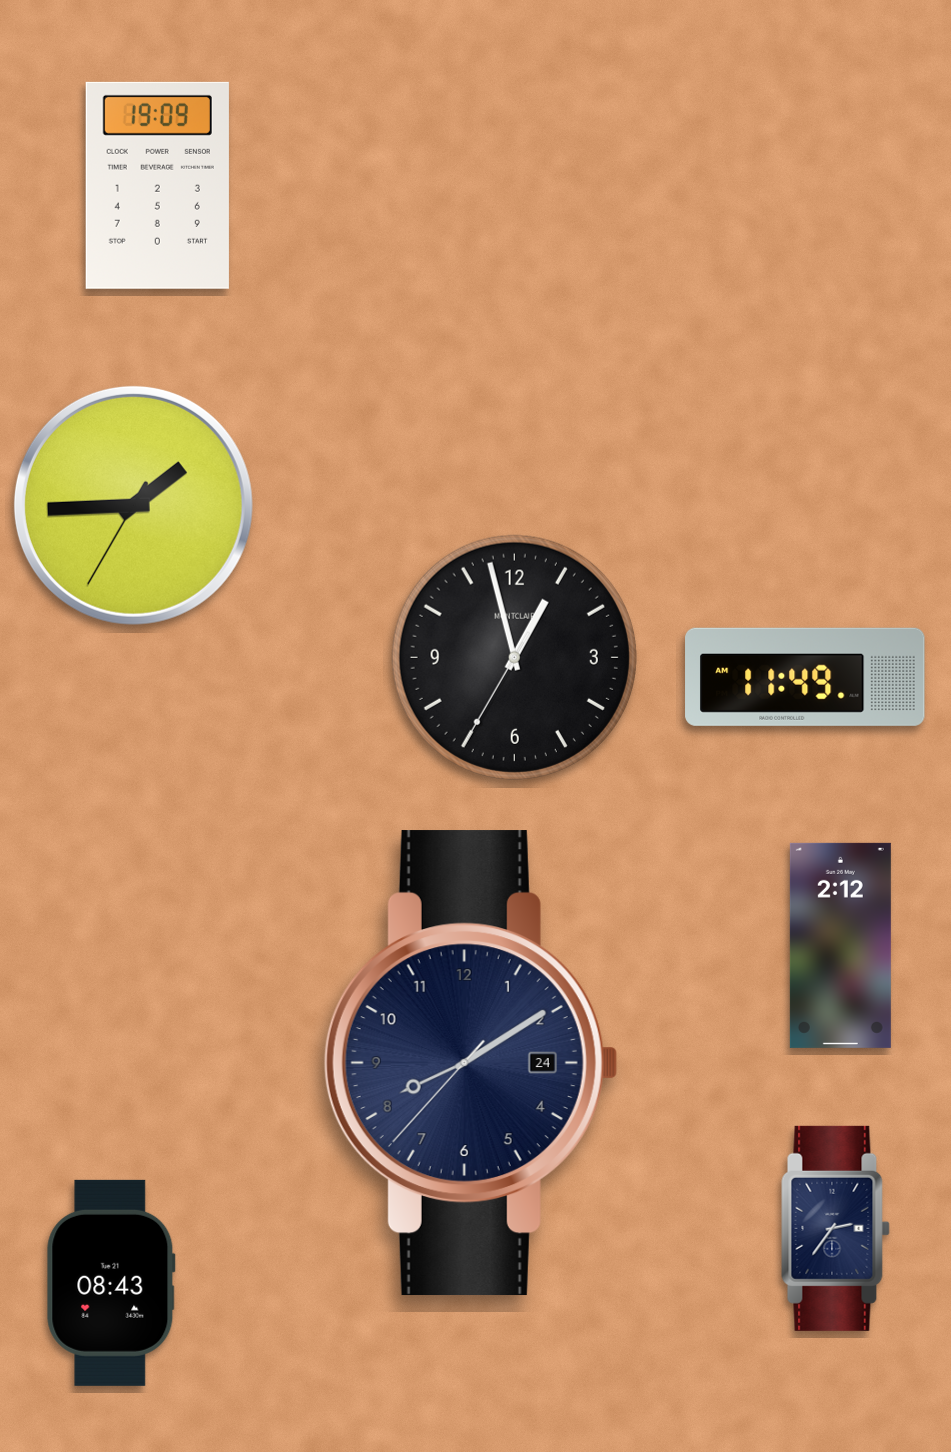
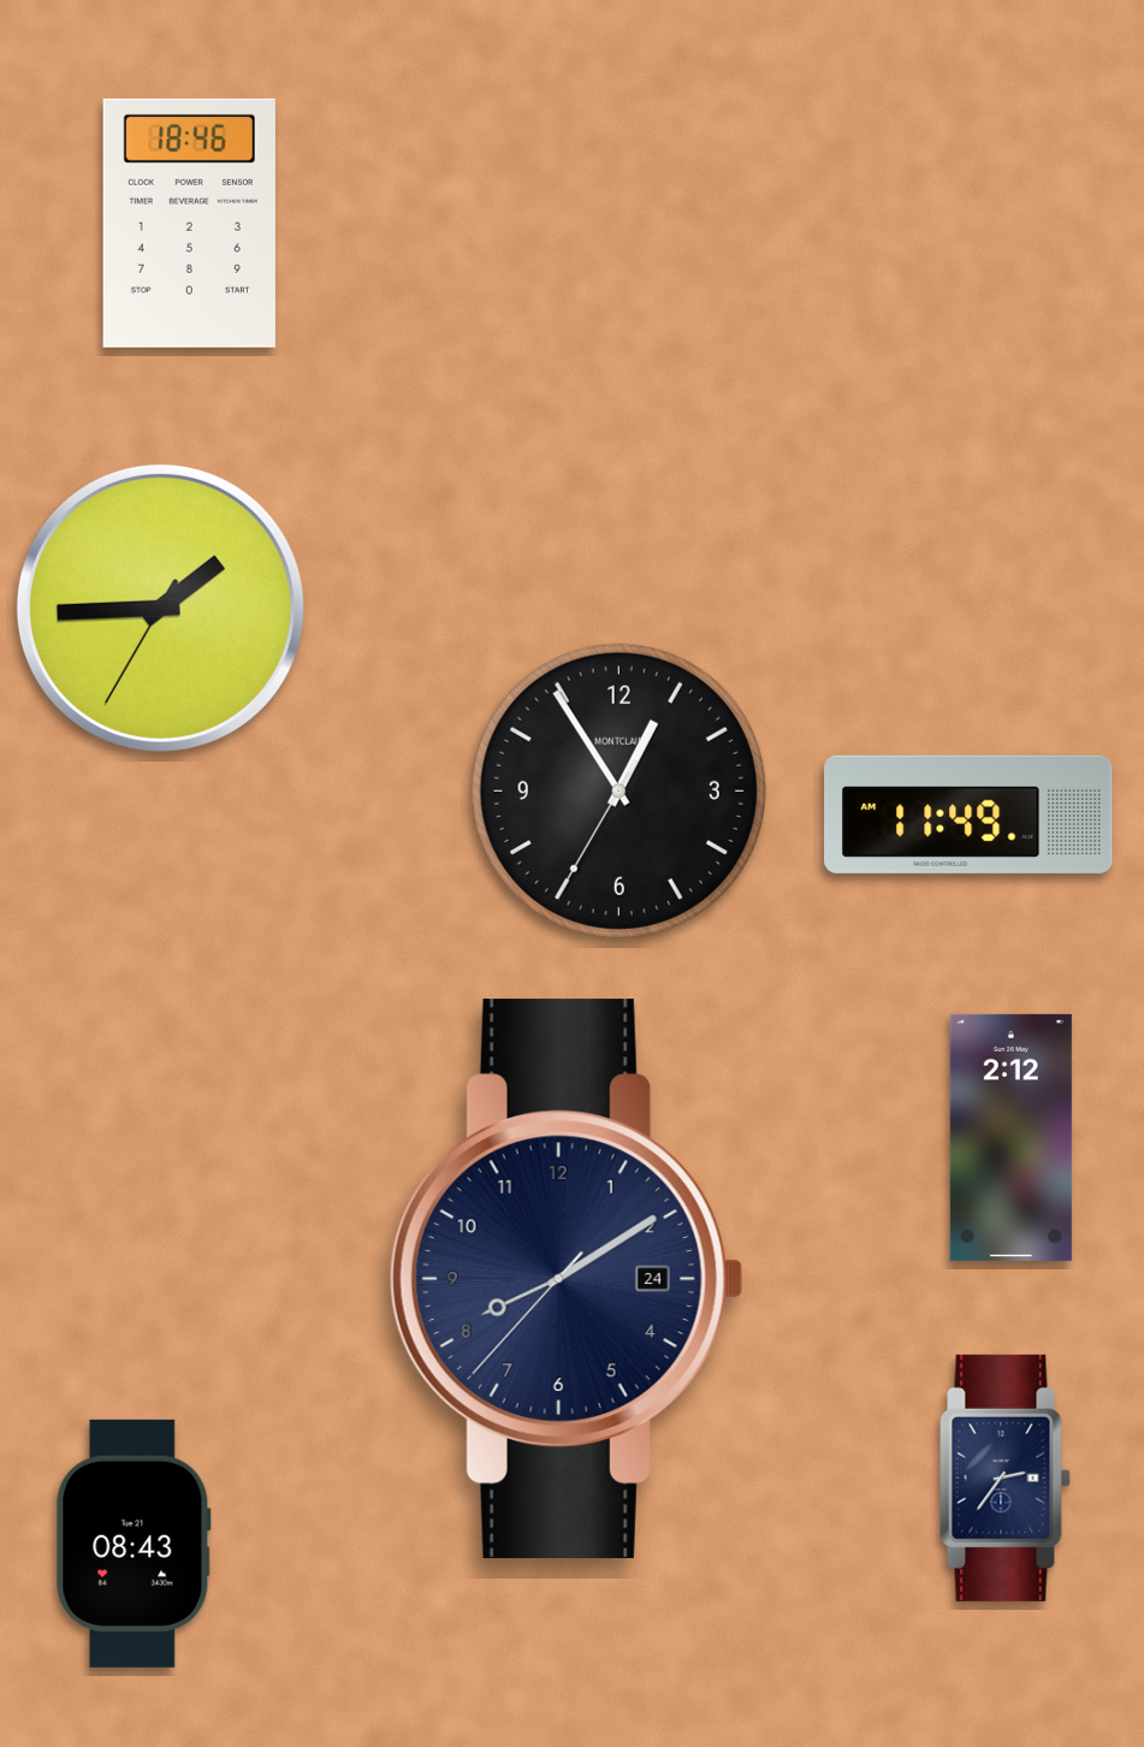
clock at (157, 185): 19:09 -> 18:46
clock at (514, 657): 12:57 -> 12:54
